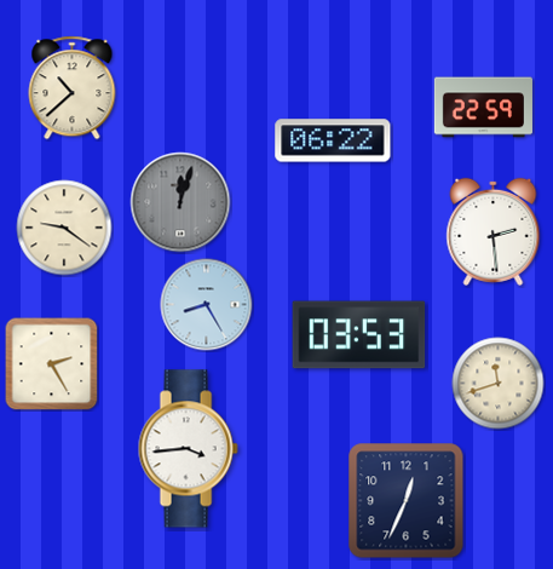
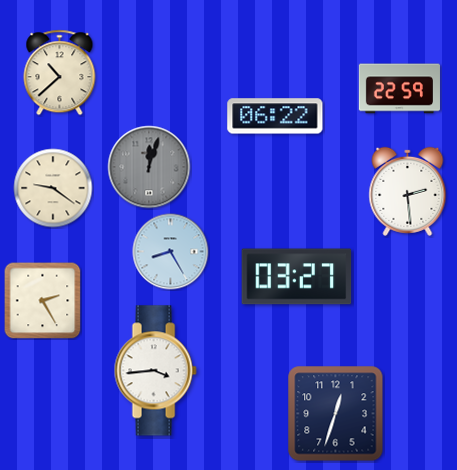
clock at (359, 335): 03:53 -> 03:27
clock at (499, 384): 11:42 -> none
clock at (407, 501): 12:34 -> 12:33
